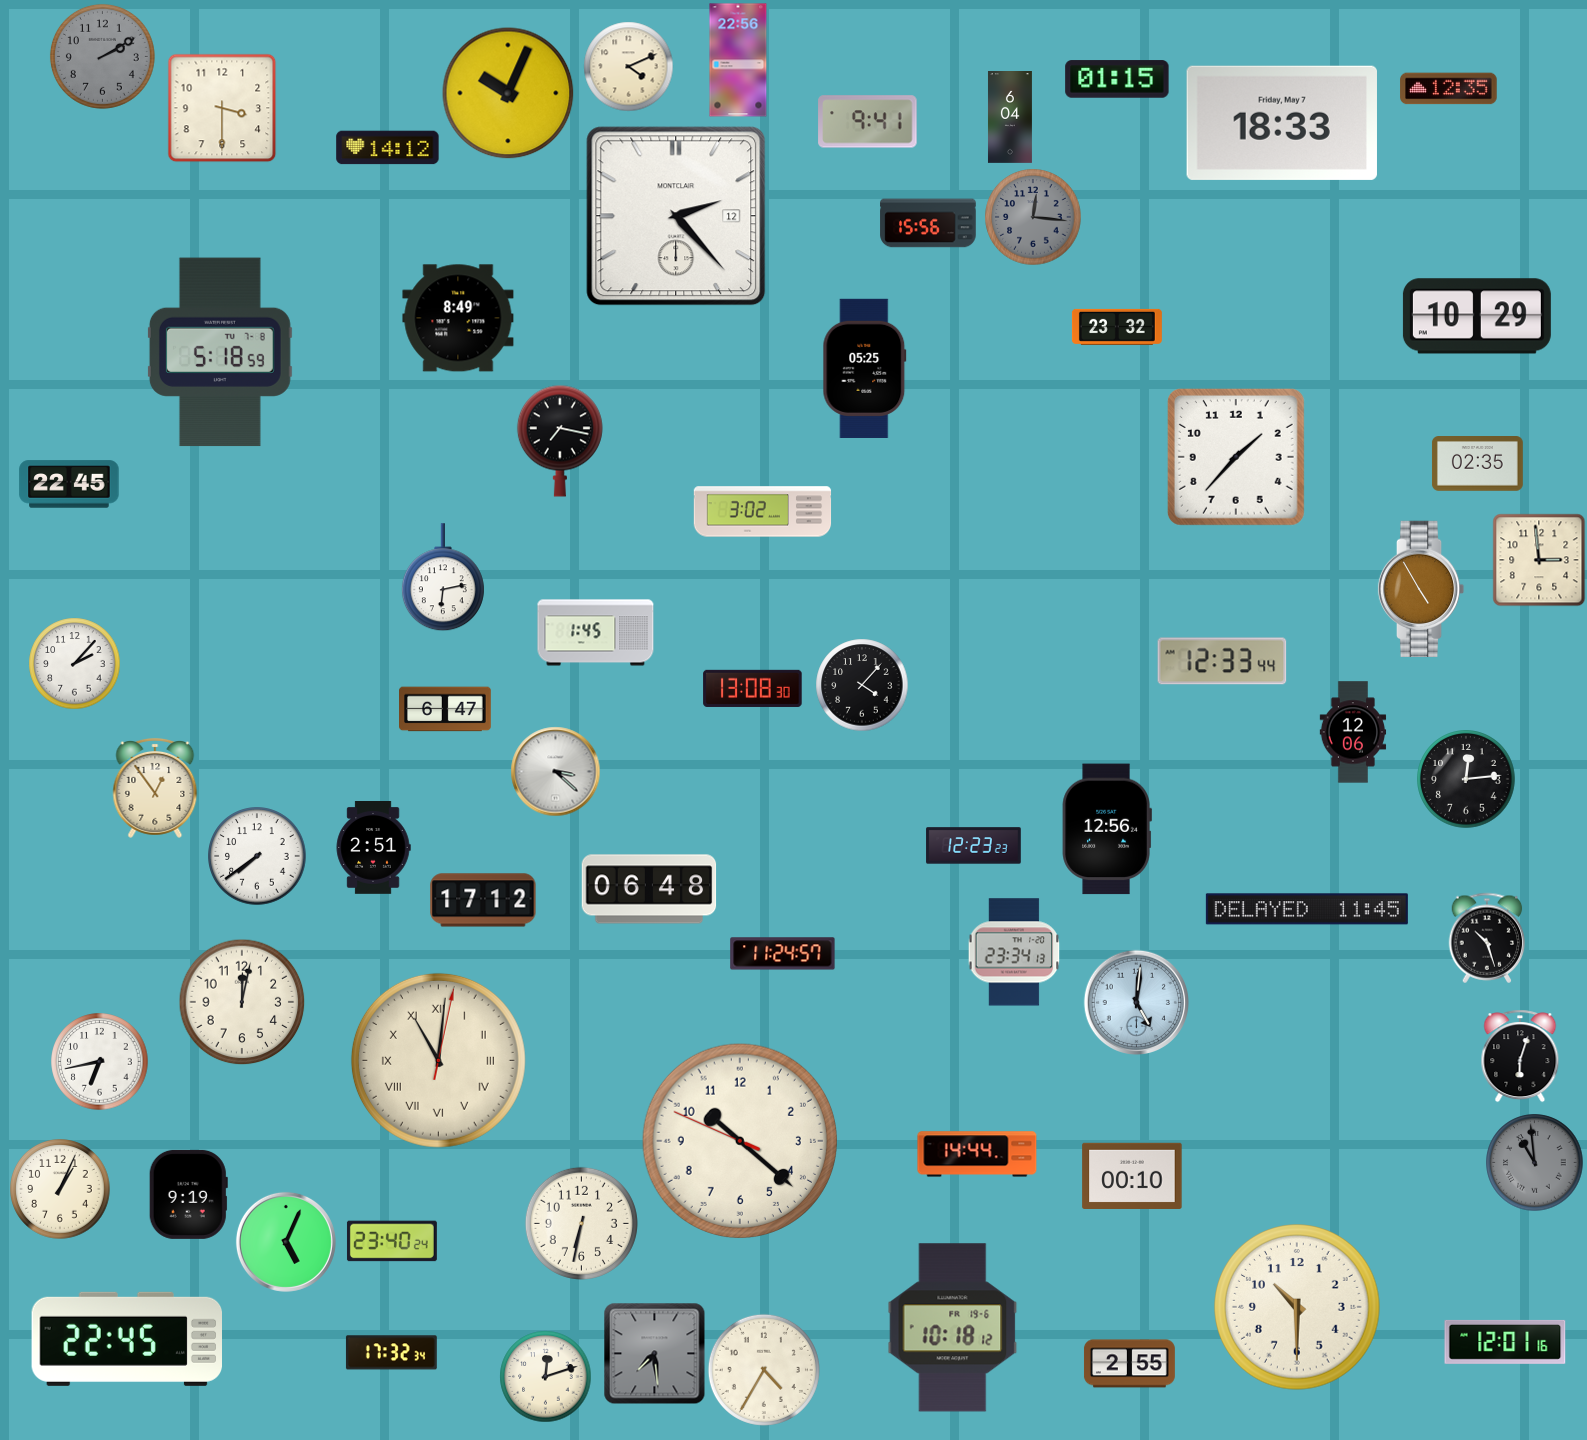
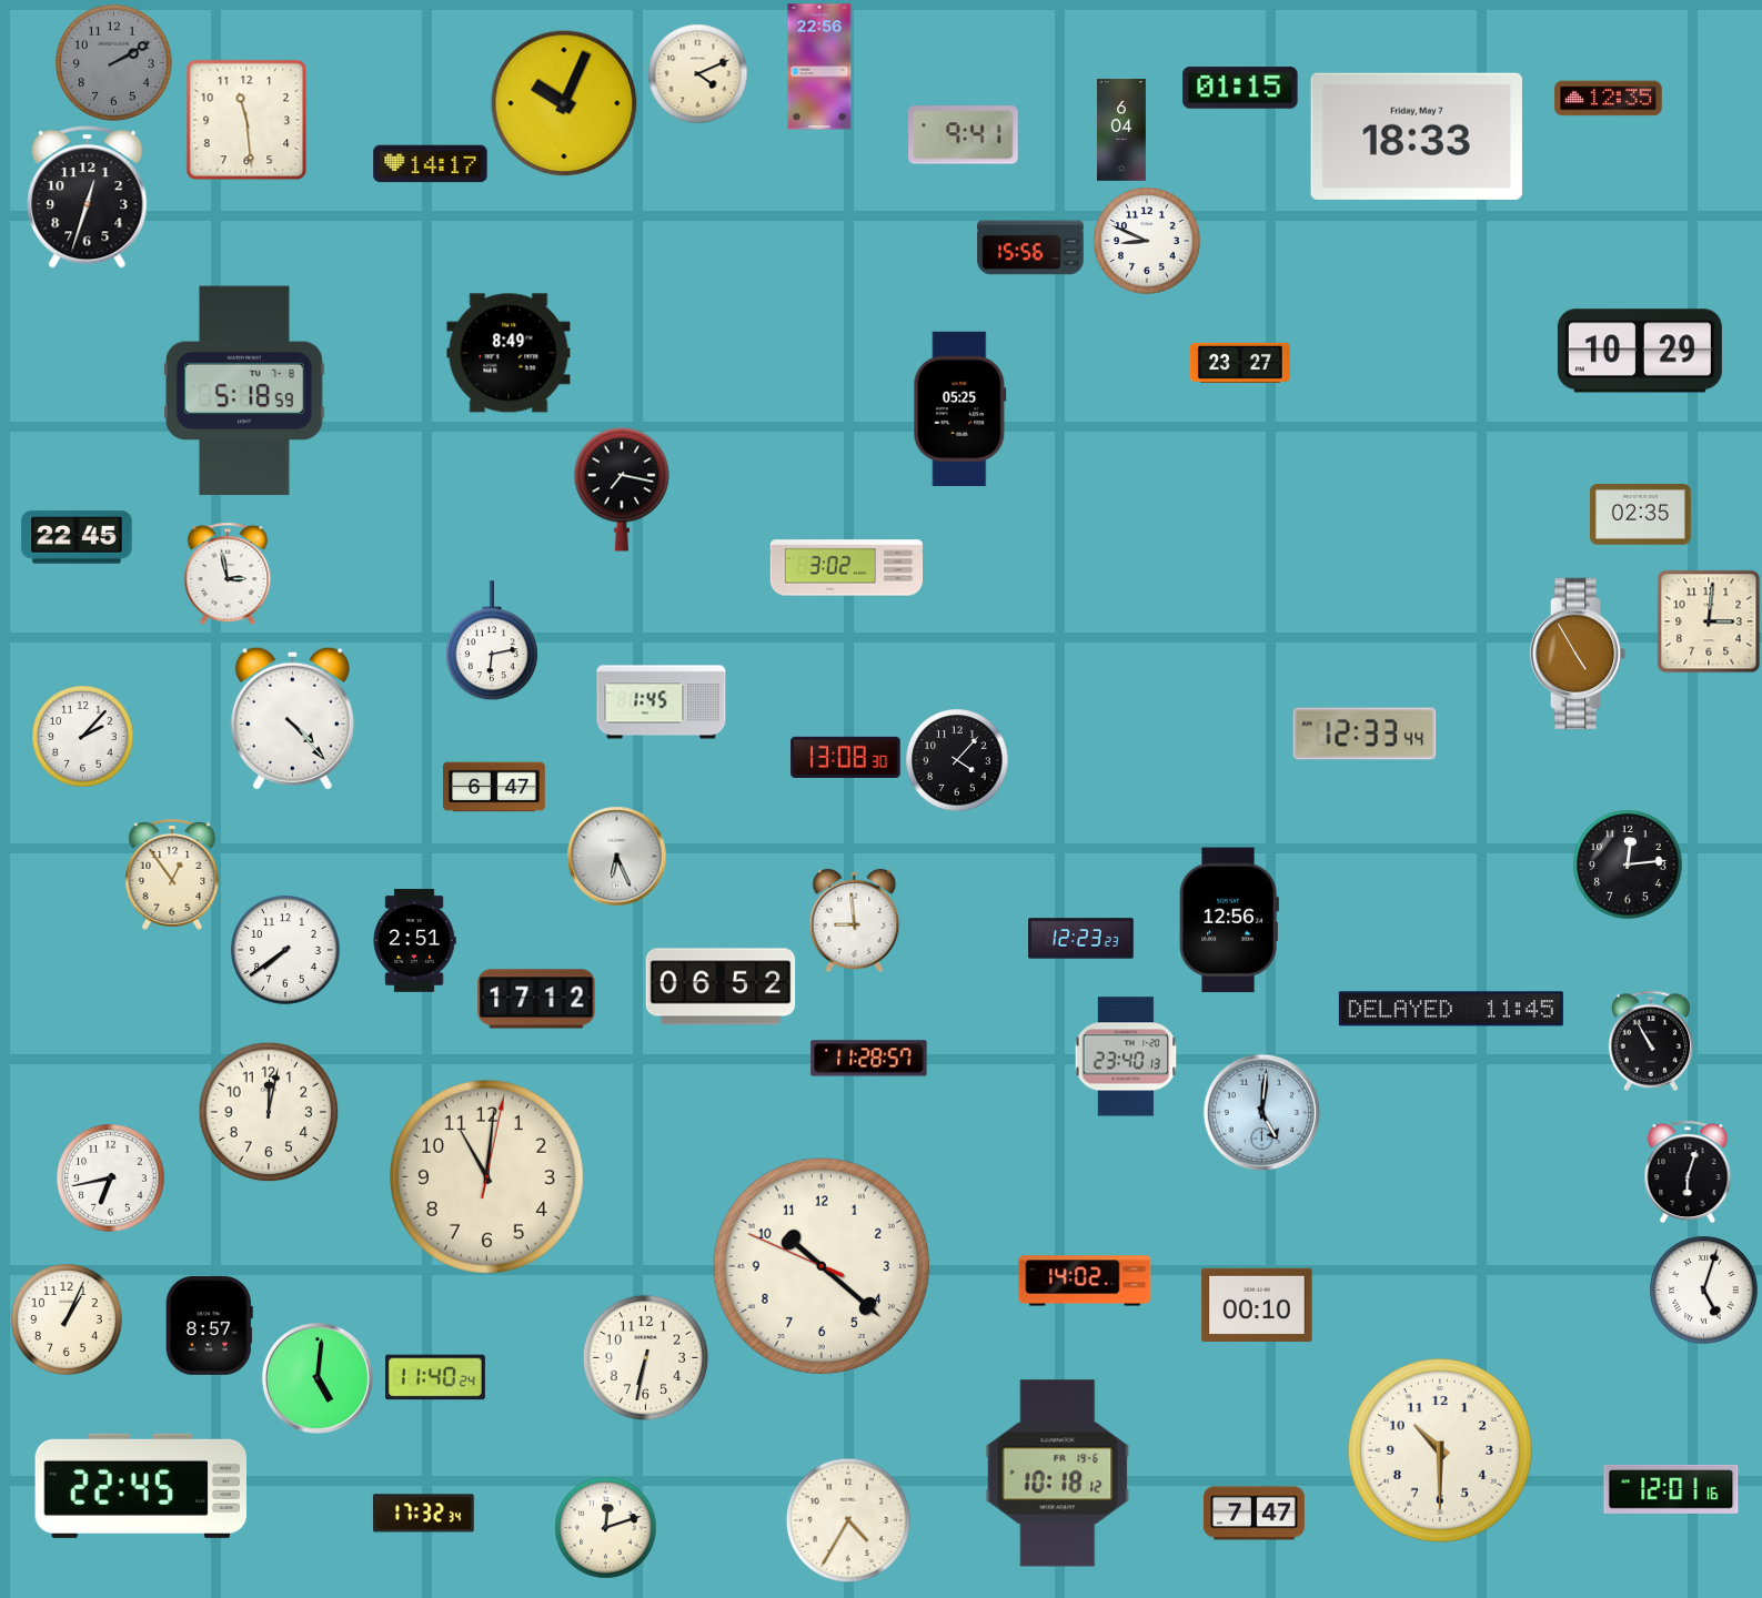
clock at (222, 108): 3:30 -> 11:29
clock at (1282, 123) position: (1282, 123) -> (1417, 136)
clock at (388, 148): 14:12 -> 14:17
clock at (88, 196): none -> 12:33
clock at (676, 216): 2:23 -> none
clock at (1033, 217): 12:16 -> 8:49
clock at (1033, 217) dial: grey -> white
clock at (1117, 327): 23:32 -> 23:27
clock at (1236, 457): 1:37 -> none
clock at (228, 574): none -> 2:58
clock at (1539, 560): 2:59 -> 3:01
clock at (292, 718): none -> 4:23
clock at (1222, 661) position: (1222, 661) -> (1365, 734)
clock at (753, 688) position: (753, 688) -> (846, 757)
clock at (1353, 732): 12:06 -> none
clock at (555, 771): 3:22 -> 6:26
clock at (855, 920): none -> 8:59
clock at (649, 889): 06:48 -> 06:52
clock at (1487, 938): 10:27 -> 10:55
clock at (1014, 952): 23:34 -> 23:40
clock at (783, 954): 11:24 -> 11:28
clock at (438, 1060) numerals: Roman -> Arabic
clock at (977, 1154): 14:44 -> 14:02
clock at (1535, 1163): 10:59 -> 5:03
clock at (1535, 1163) dial: grey -> white
clock at (188, 1194): 9:19 -> 8:57
clock at (392, 1241): 23:40 -> 11:40
clock at (286, 1242): 5:04 -> 5:01
clock at (391, 1353) position: (391, 1353) -> (423, 1514)
clock at (654, 1353): 7:29 -> none
clock at (1129, 1364): 2:55 -> 7:47
